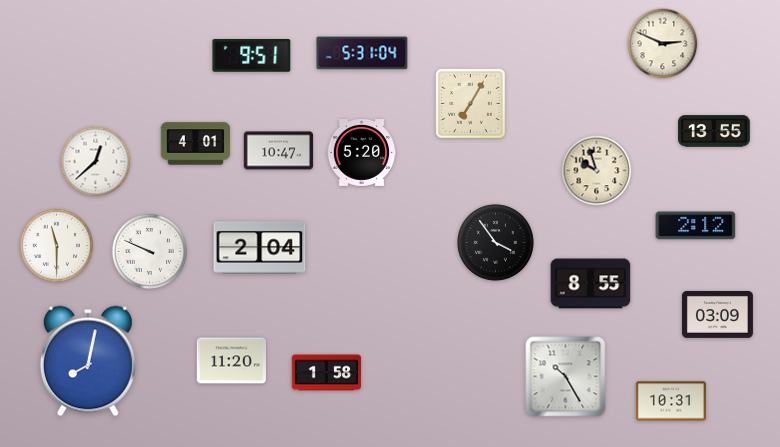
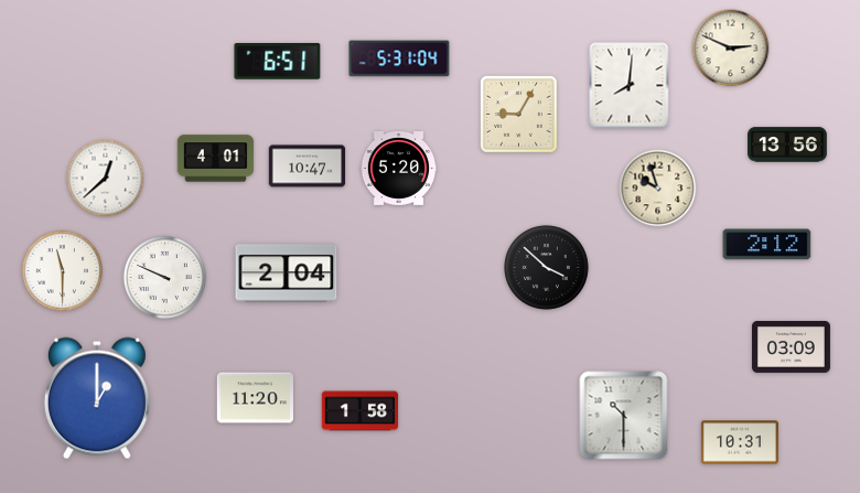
clock at (252, 56): 9:51 -> 6:51
clock at (630, 86): none -> 8:01
clock at (471, 104): 7:05 -> 9:05
clock at (714, 131): 13:55 -> 13:56
clock at (696, 226) position: (696, 226) -> (767, 245)
clock at (496, 243): 3:54 -> 3:52
clock at (591, 284): 8:55 -> none
clock at (88, 361): 8:02 -> 1:00
clock at (566, 377): 10:25 -> 10:30
